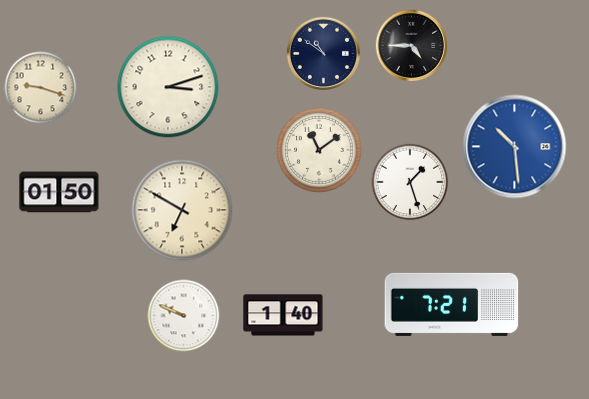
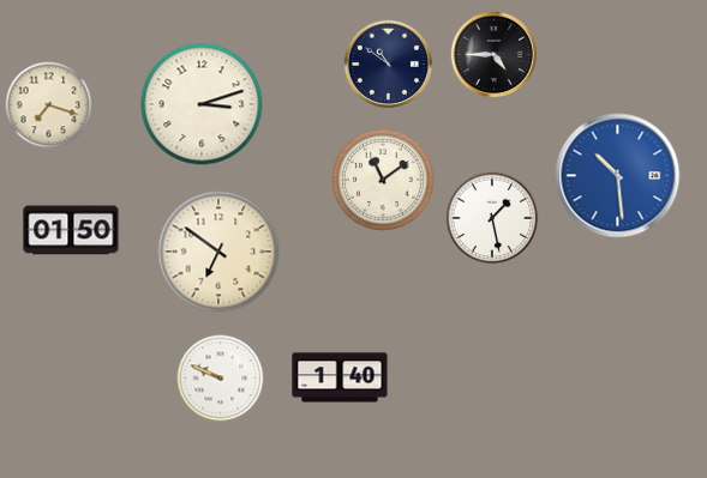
clock at (41, 88): 9:18 -> 7:18
clock at (410, 182): 1:27 -> 1:28
clock at (182, 210): 6:50 -> 6:51
clock at (452, 304): 7:21 -> none
